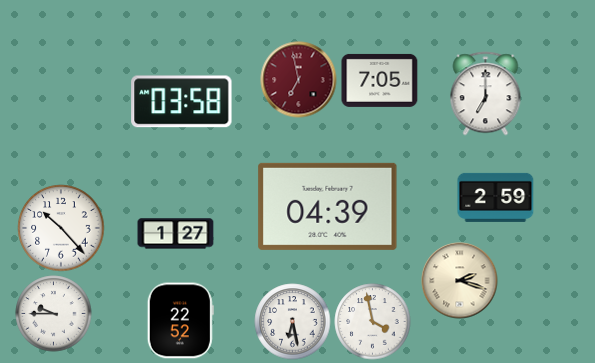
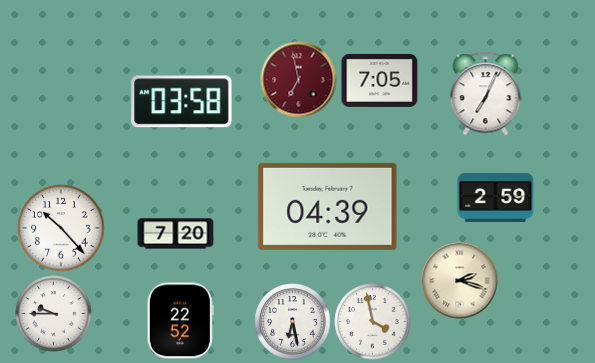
clock at (486, 94): 7:00 -> 7:04
clock at (176, 234): 1:27 -> 7:20
